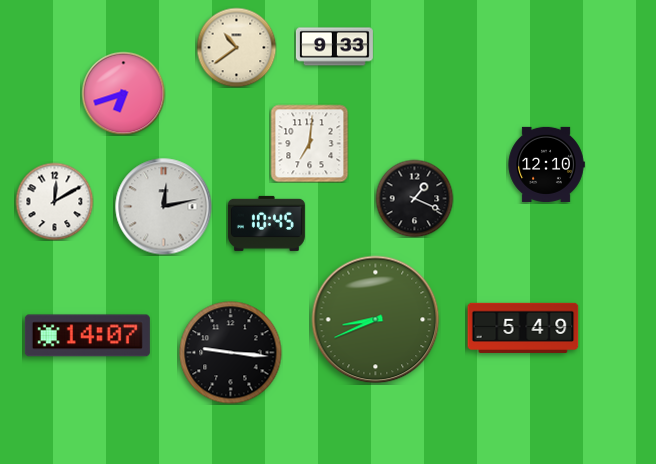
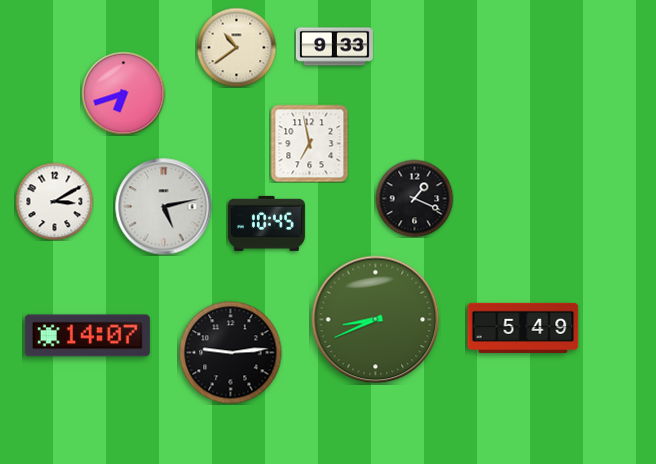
clock at (309, 143): 7:01 -> 6:58
clock at (546, 164): 12:10 -> none
clock at (54, 201): 12:10 -> 3:10
clock at (164, 207): 12:13 -> 5:13
clock at (231, 353): 9:16 -> 9:14
